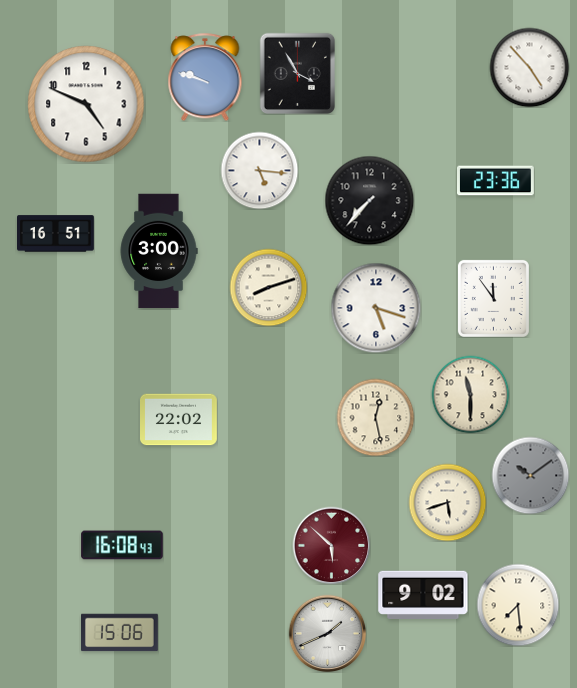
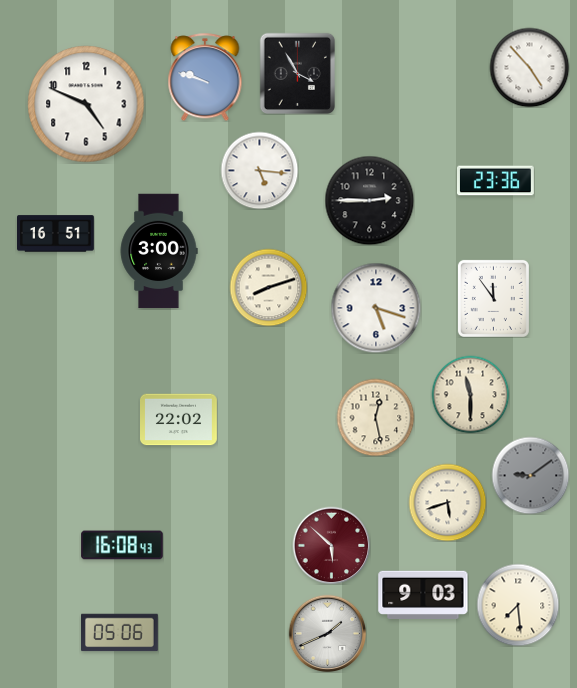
clock at (369, 200): 7:37 -> 2:45
clock at (530, 475): 10:09 -> 9:09
clock at (423, 595): 9:02 -> 9:03
clock at (120, 633): 15:06 -> 05:06
